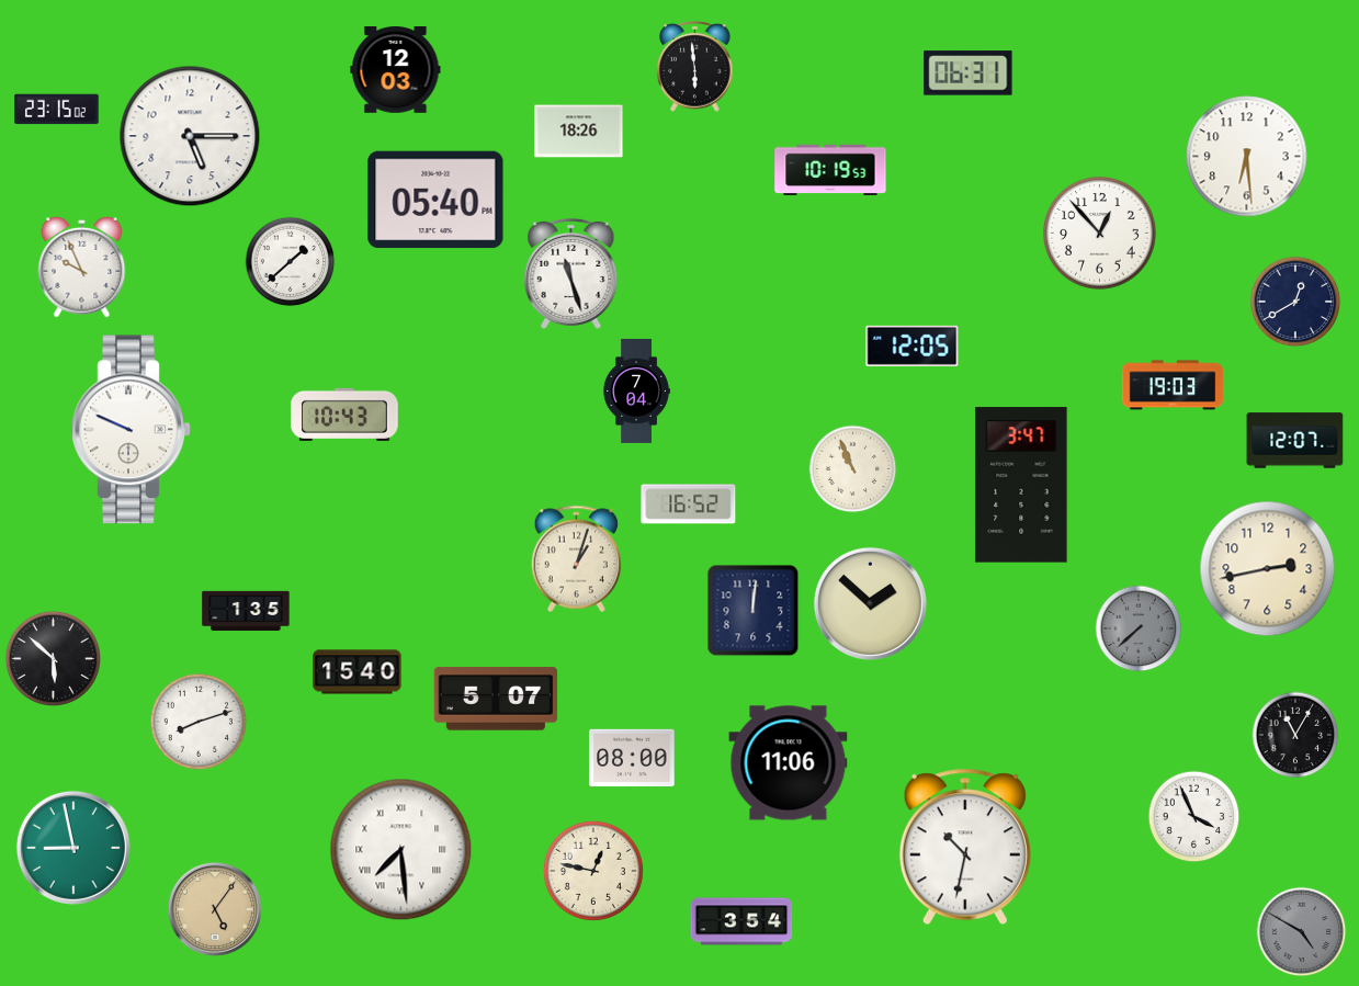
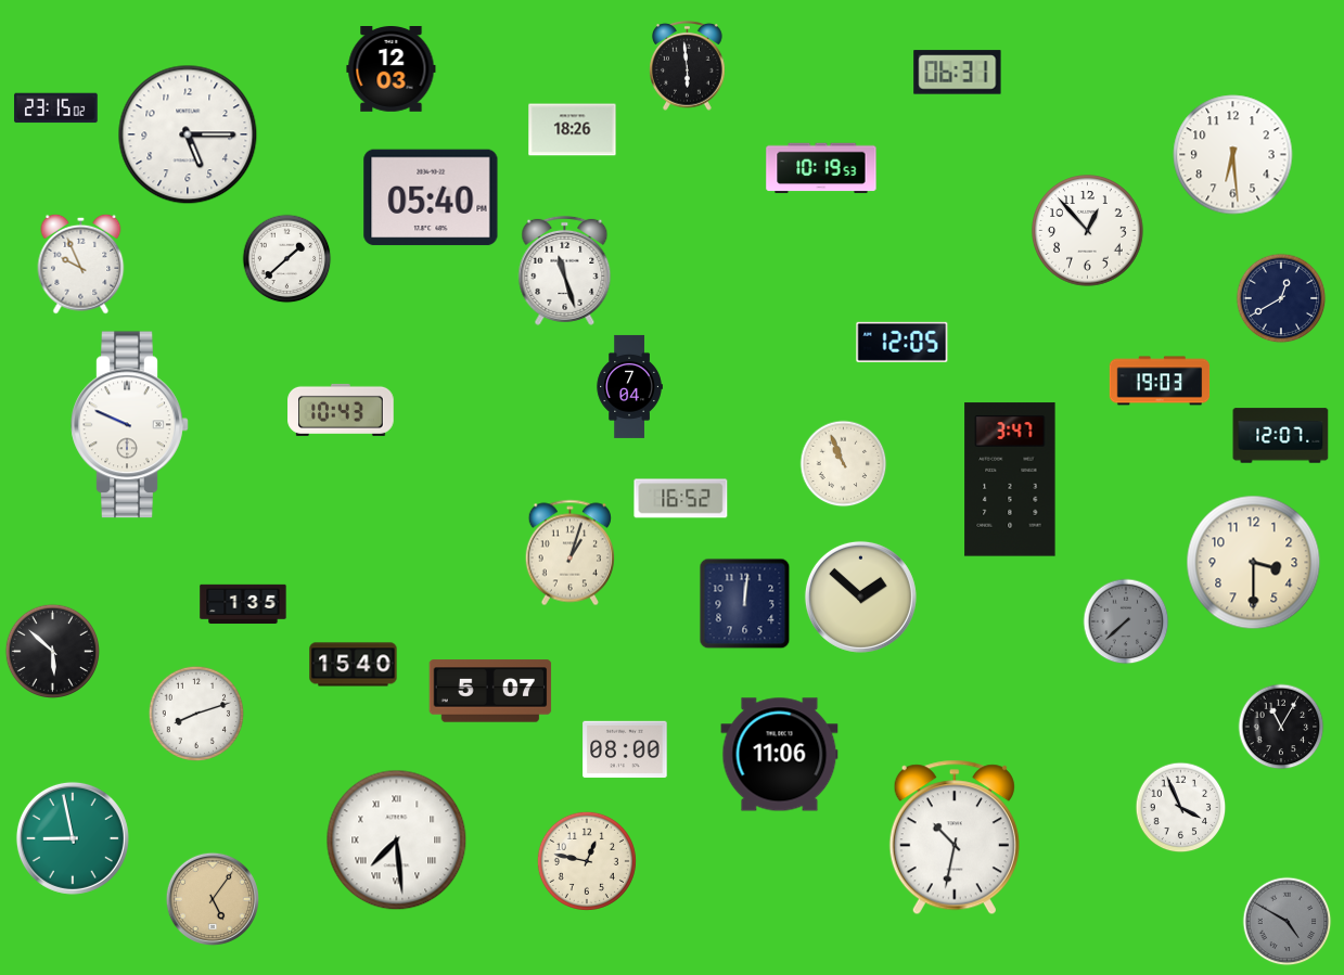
clock at (1268, 569): 2:43 -> 3:30
clock at (741, 921): 3:54 -> none
